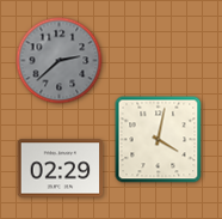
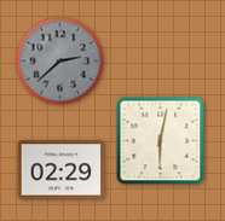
clock at (159, 140): 4:02 -> 6:02
